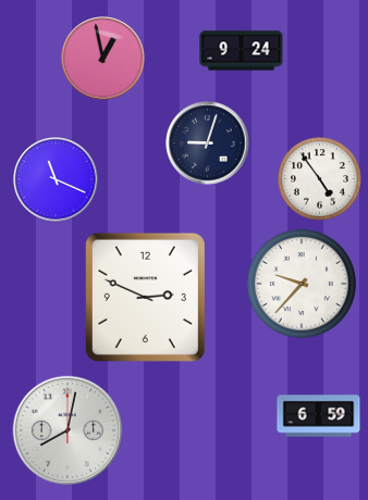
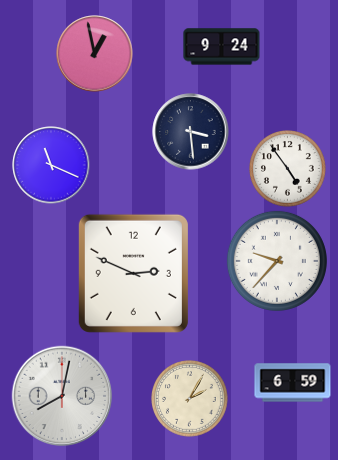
clock at (208, 143): 9:03 -> 3:29
clock at (320, 179) position: (320, 179) -> (288, 169)
clock at (190, 399): none -> 2:05
